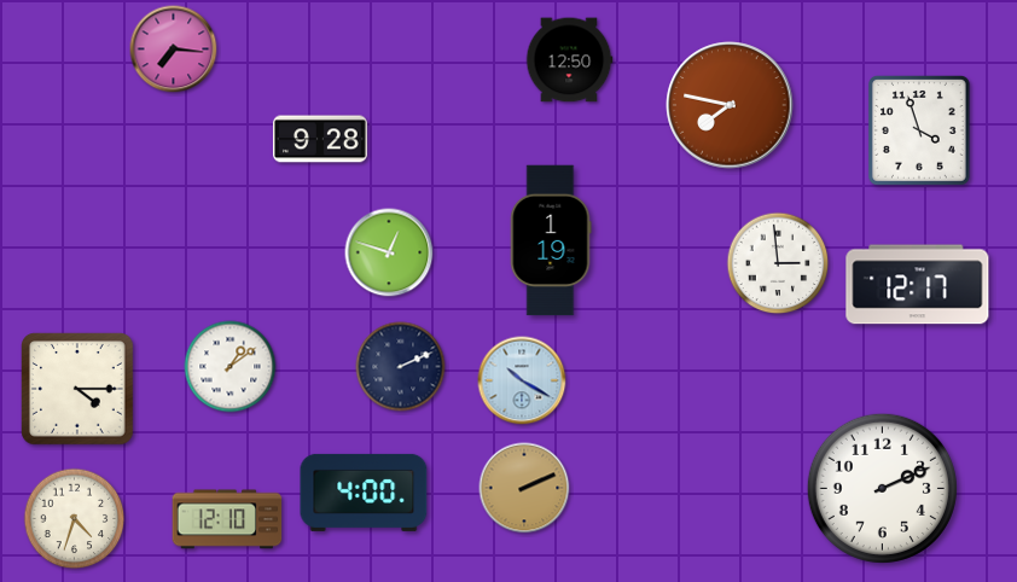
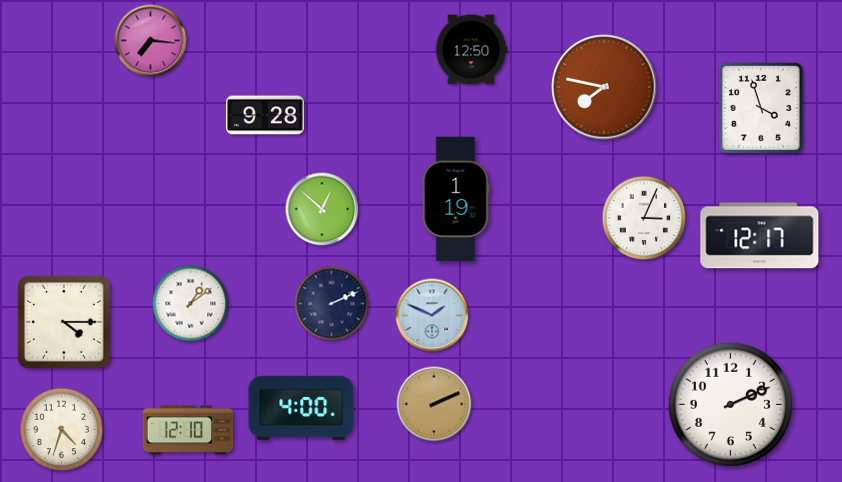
clock at (174, 50) position: (174, 50) -> (151, 41)
clock at (389, 252): 12:48 -> 12:52
clock at (778, 263): 2:59 -> 3:04
clock at (522, 380): 10:20 -> 1:49
